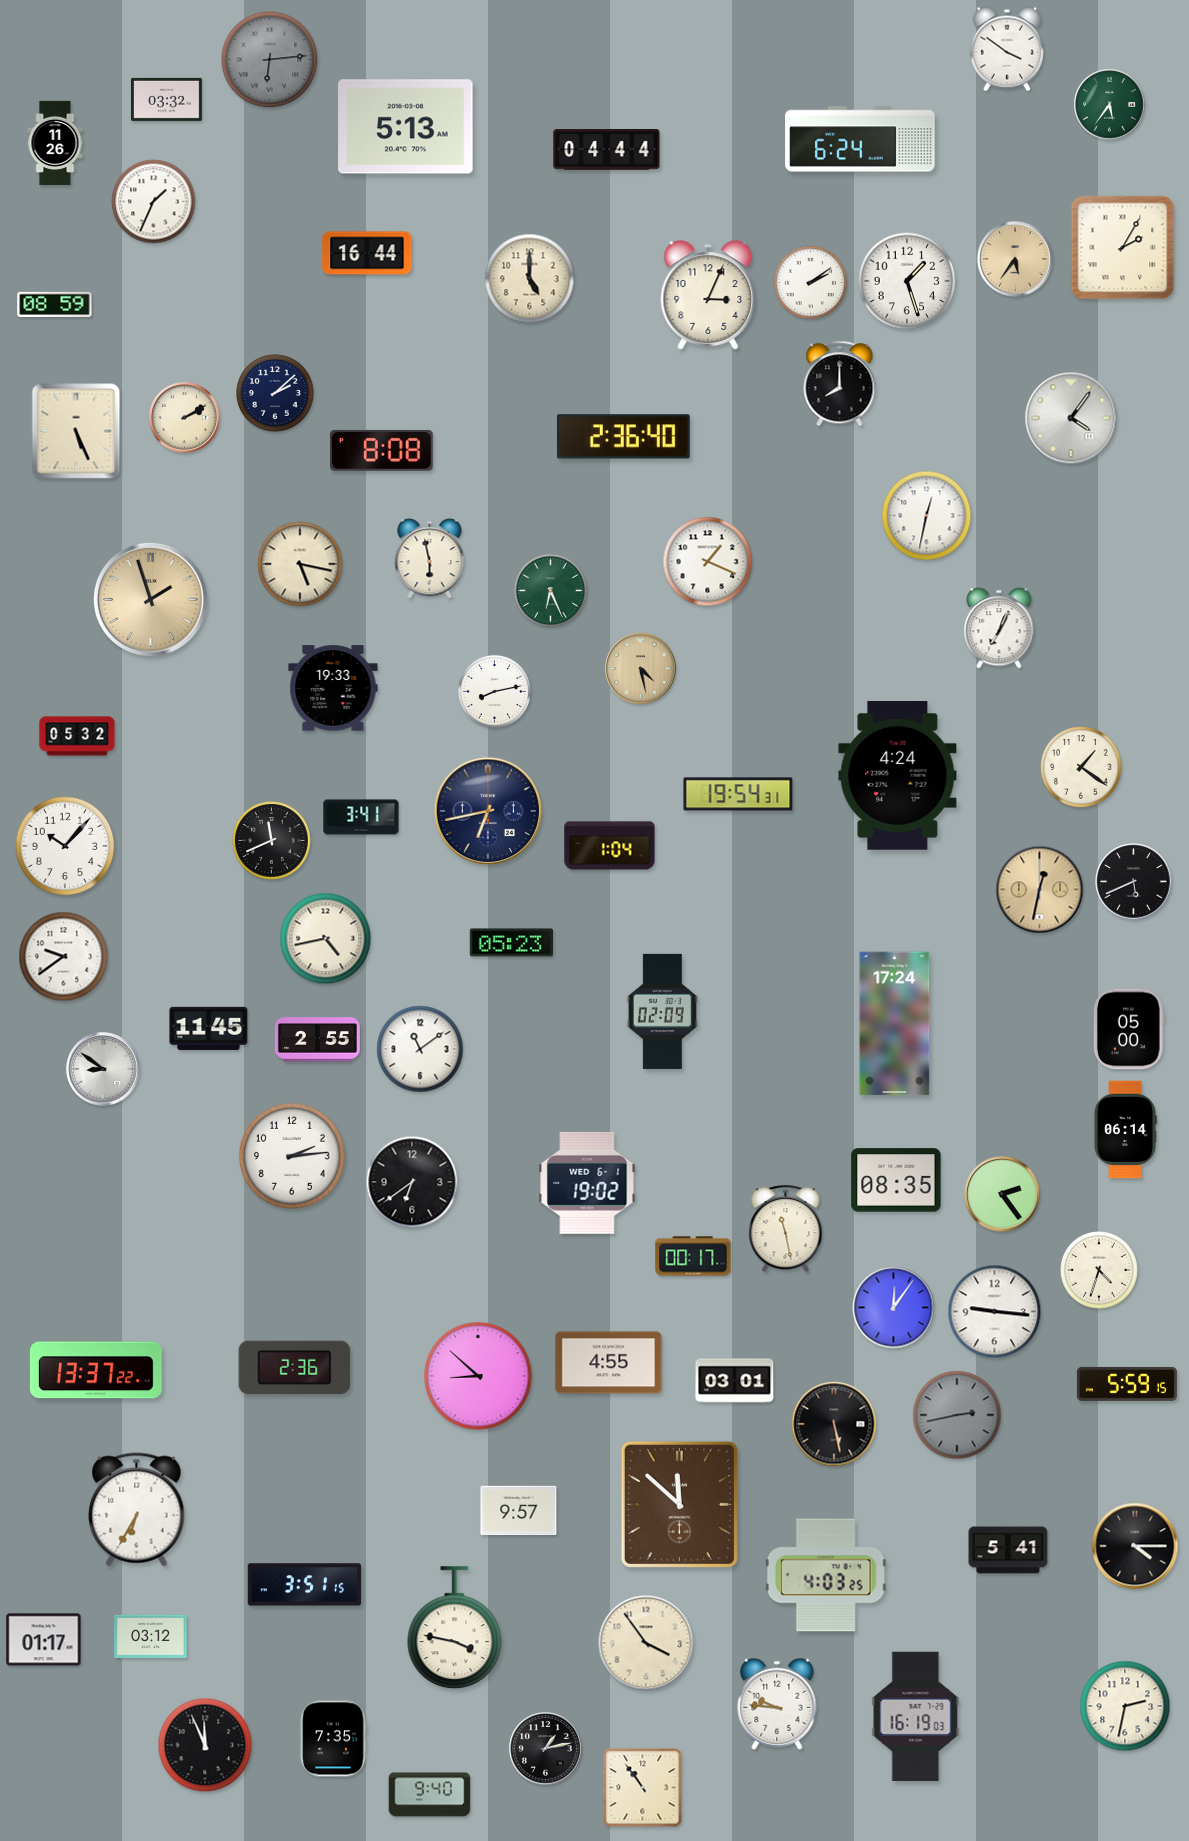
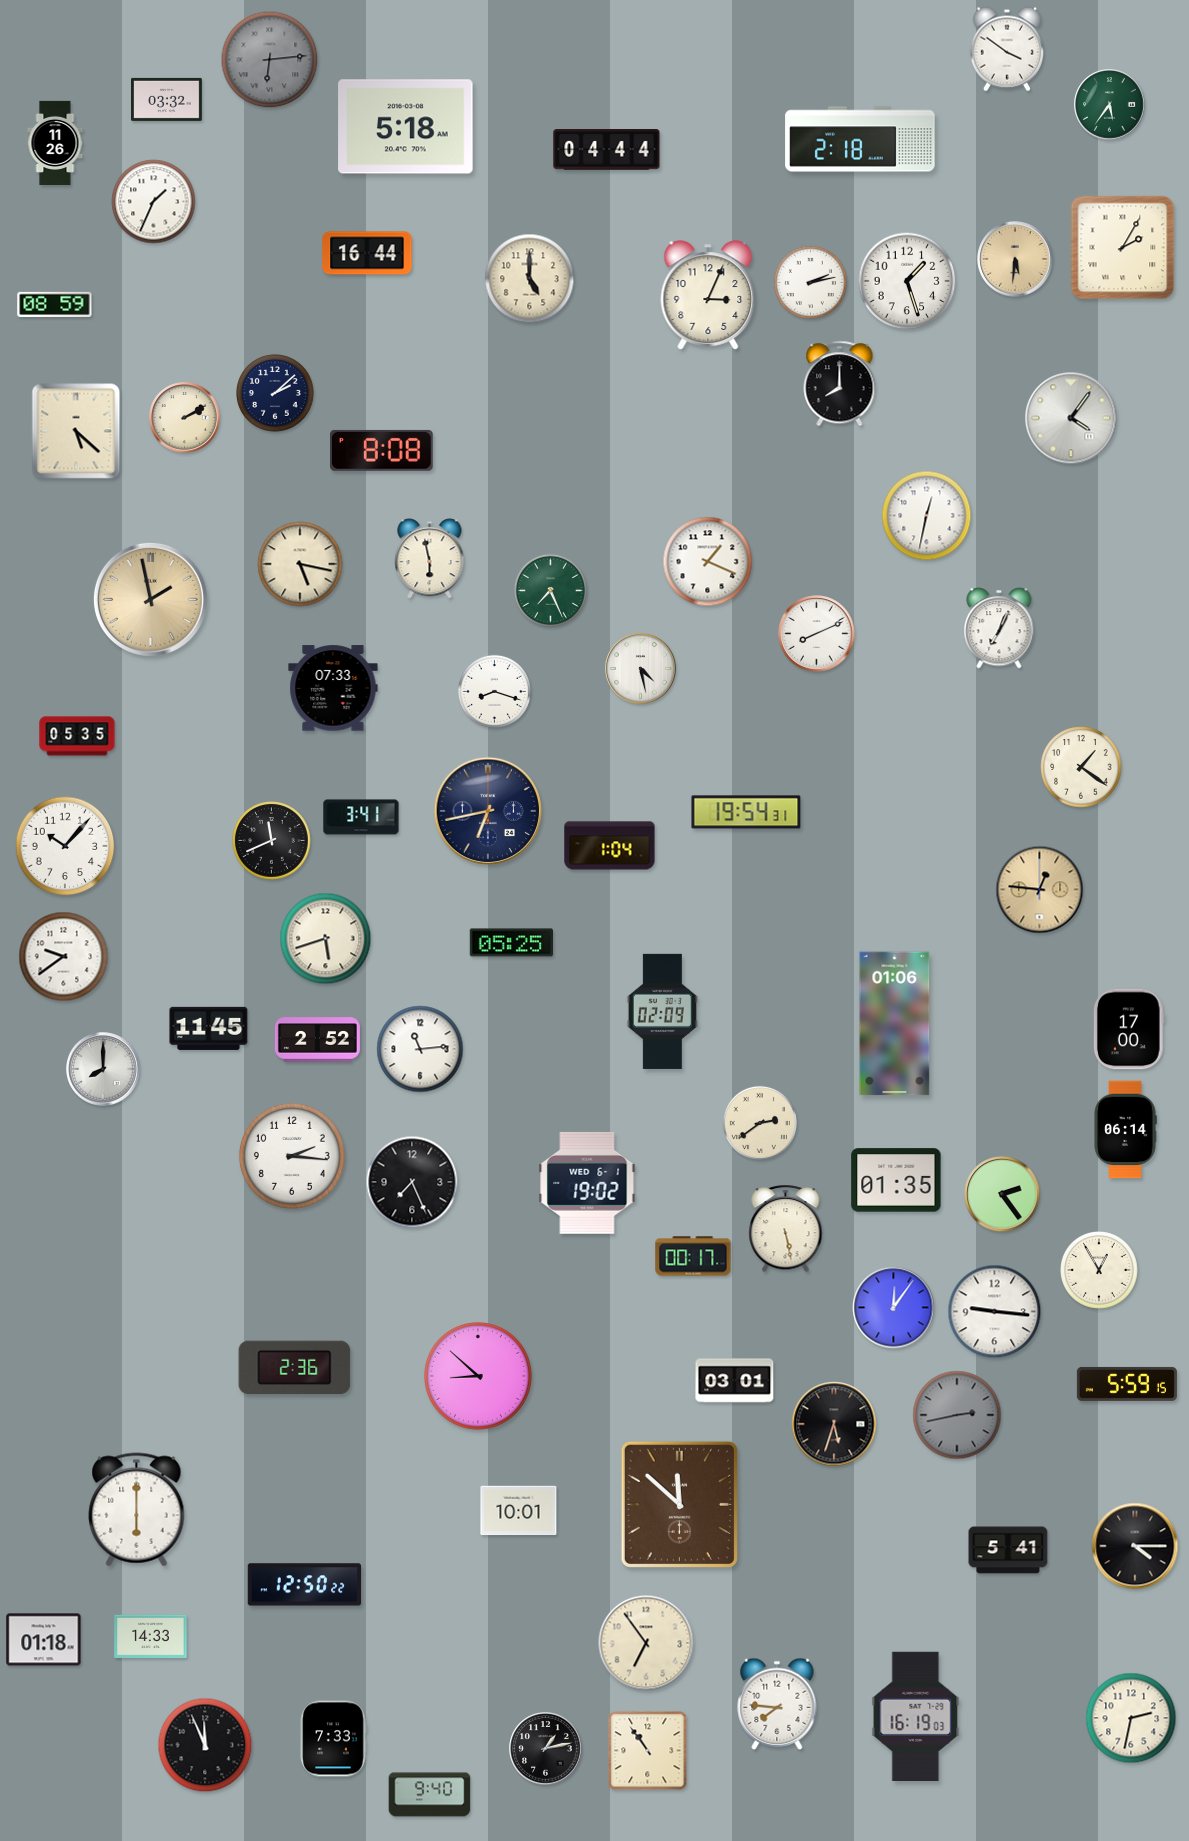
clock at (406, 127): 5:13 -> 5:18
clock at (860, 139): 6:24 -> 2:18
clock at (1015, 259): 5:36 -> 5:31
clock at (810, 282): 2:09 -> 2:13
clock at (76, 431): 5:26 -> 5:22
clock at (623, 437): 2:36 -> none
clock at (550, 590): 6:26 -> 7:26
clock at (150, 599): 1:57 -> 1:58
clock at (817, 634): none -> 8:11
clock at (641, 669) dial: champagne -> white
clock at (333, 688): 19:33 -> 07:33
clock at (494, 691): 8:13 -> 8:18
clock at (77, 736): 05:32 -> 05:35
clock at (898, 776): 4:24 -> none
clock at (738, 794) position: (738, 794) -> (746, 812)
clock at (1134, 882): 5:41 -> none
clock at (1040, 890): 12:32 -> 12:46
clock at (326, 939): 4:43 -> 5:42
clock at (511, 943): 05:23 -> 05:25
clock at (895, 1024): 17:24 -> 01:06
clock at (1129, 1029): 05:00 -> 17:00
clock at (317, 1040): 2:55 -> 2:52
clock at (420, 1049): 11:09 -> 11:14
clock at (103, 1069): 8:51 -> 8:00
clock at (760, 1123): none -> 2:39
clock at (292, 1156): 2:14 -> 2:16
clock at (896, 1180): 08:35 -> 01:35
clock at (412, 1182): 6:39 -> 7:26
clock at (786, 1229): 11:28 -> 5:28
clock at (1100, 1271): 4:33 -> 12:55
clock at (609, 1363): 4:55 -> none
clock at (96, 1370): 13:37 -> none
clock at (834, 1424): 5:28 -> 5:33
clock at (137, 1510): 6:35 -> 6:00
clock at (519, 1511): 9:57 -> 10:01
clock at (826, 1575): 4:03 -> none
clock at (305, 1585): 3:51 -> 12:50
clock at (455, 1628): 3:47 -> none
clock at (151, 1637): 03:12 -> 14:33
clock at (44, 1640): 01:17 -> 01:18
clock at (646, 1643): 3:54 -> 6:54
clock at (777, 1704): 9:46 -> 7:46
clock at (1125, 1706) position: (1125, 1706) -> (1131, 1718)
clock at (333, 1739): 7:35 -> 7:33
clock at (643, 1788) position: (643, 1788) -> (648, 1751)
